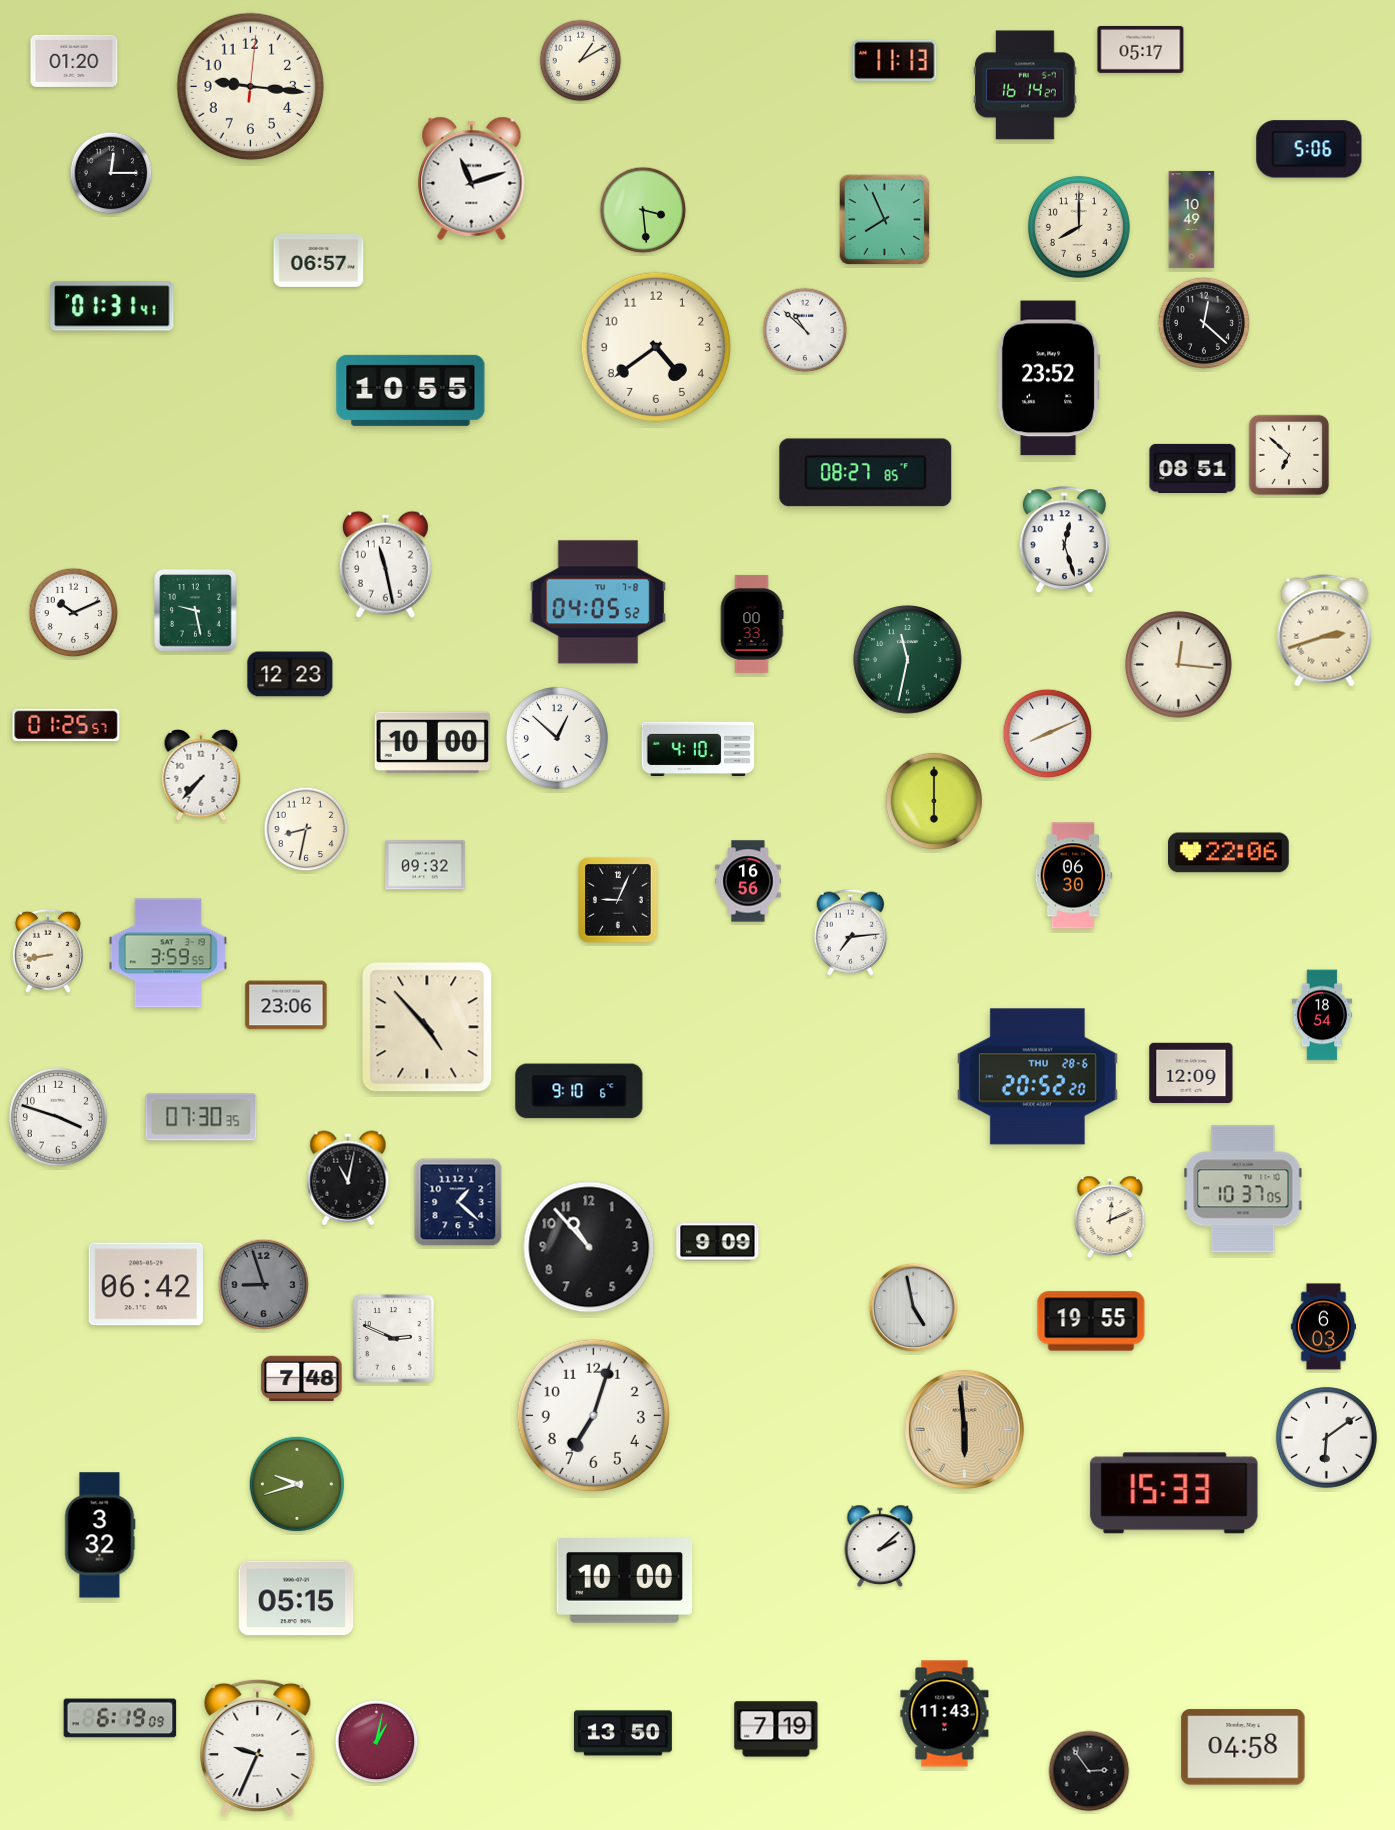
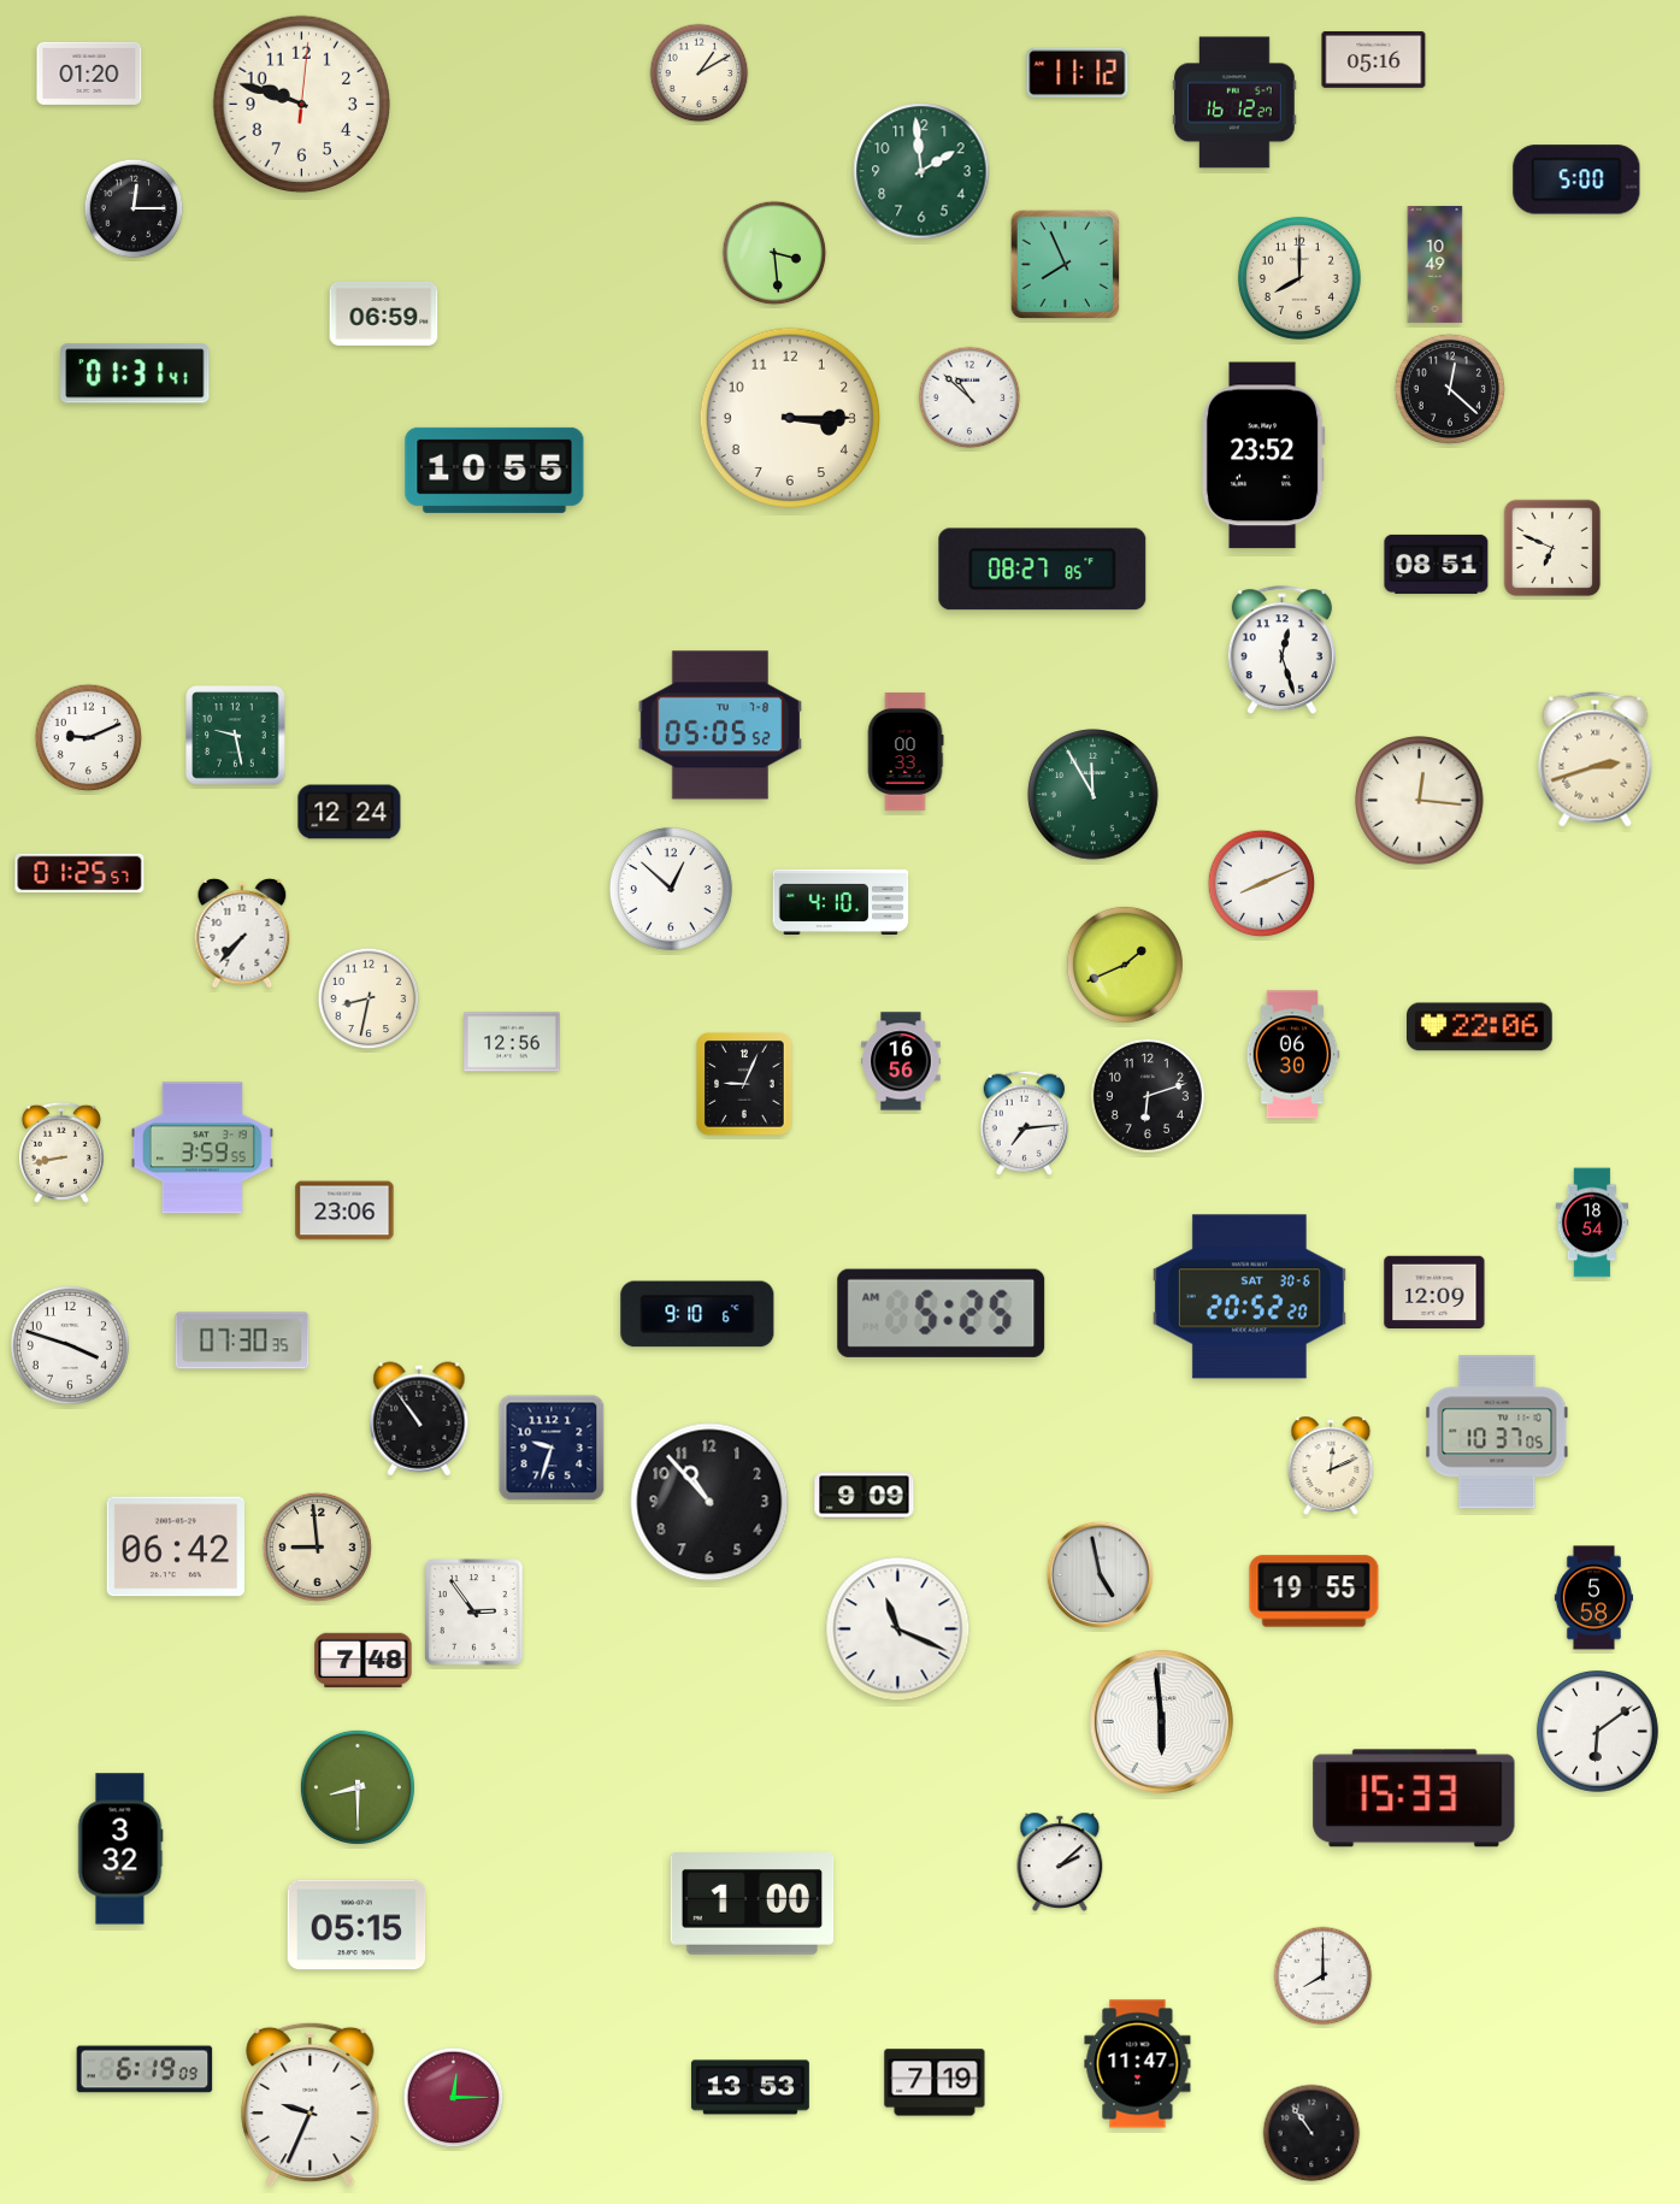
clock at (1141, 49): 05:17 -> 05:16
clock at (895, 60): 11:13 -> 11:12
clock at (1025, 85): 16:14 -> 16:12
clock at (251, 87): 9:16 -> 9:48
clock at (921, 171): none -> 1:59
clock at (1309, 149): 5:06 -> 5:00
clock at (472, 178): 11:12 -> none
clock at (1079, 227) position: (1079, 227) -> (1299, 278)
clock at (319, 260): 06:57 -> 06:59
clock at (112, 306) position: (112, 306) -> (135, 373)
clock at (655, 346): 4:39 -> 3:15
clock at (1289, 455): 6:52 -> 6:49
clock at (385, 564): 11:28 -> none
clock at (597, 602): 04:05 -> 05:05
clock at (74, 613): 10:11 -> 9:11
clock at (908, 660): 11:32 -> 11:55
clock at (290, 674): 12:23 -> 12:24
clock at (432, 743): 10:00 -> none
clock at (934, 801): 6:00 -> 1:41
clock at (425, 865): 09:32 -> 12:56
clock at (1148, 1096): none -> 6:12
clock at (48, 951) position: (48, 951) -> (61, 1153)
clock at (427, 1027): 4:53 -> none
clock at (1037, 1077) date: THU 28-6 -> SAT 30-6
clock at (942, 1313): none -> 5:25
clock at (201, 1117) position: (201, 1117) -> (242, 1340)
clock at (348, 1178): 11:02 -> 10:54
clock at (458, 1202): 1:22 -> 9:33
clock at (1110, 1216) position: (1110, 1216) -> (1331, 1465)
clock at (263, 1284): 8:57 -> 8:59
clock at (263, 1284) dial: grey -> cream
clock at (1323, 1327): 6:03 -> 5:58
clock at (394, 1339): 2:49 -> 2:54
clock at (898, 1630): none -> 11:19
clock at (593, 1415): 7:03 -> none
clock at (964, 1429) dial: champagne -> white
clock at (297, 1484): 9:42 -> 8:30
clock at (625, 1581): 10:00 -> 1:00
clock at (1324, 1976): none -> 8:00
clock at (945, 1714): 11:43 -> 11:47
clock at (623, 1733): 13:50 -> 13:53
clock at (377, 1742): 1:02 -> 12:15
clock at (1243, 1747): 04:58 -> none
clock at (1089, 1771): 2:54 -> 10:54
